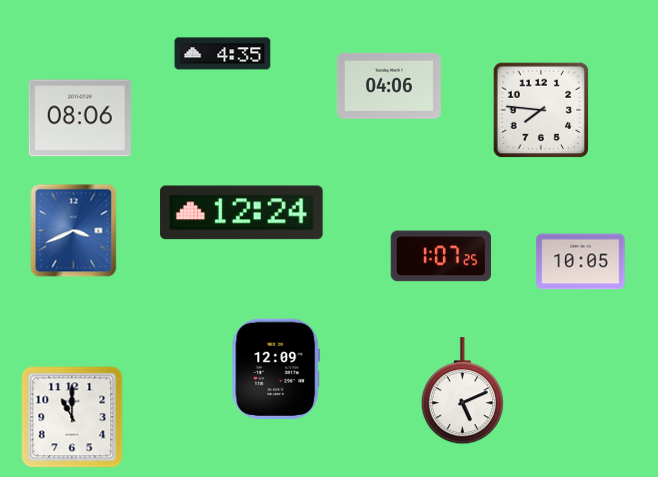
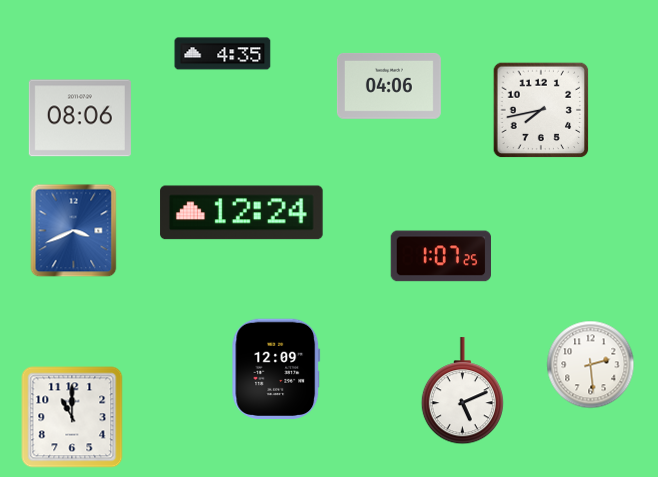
clock at (541, 110): 7:46 -> 7:43
clock at (581, 262): 10:05 -> none
clock at (591, 365): none -> 2:29
